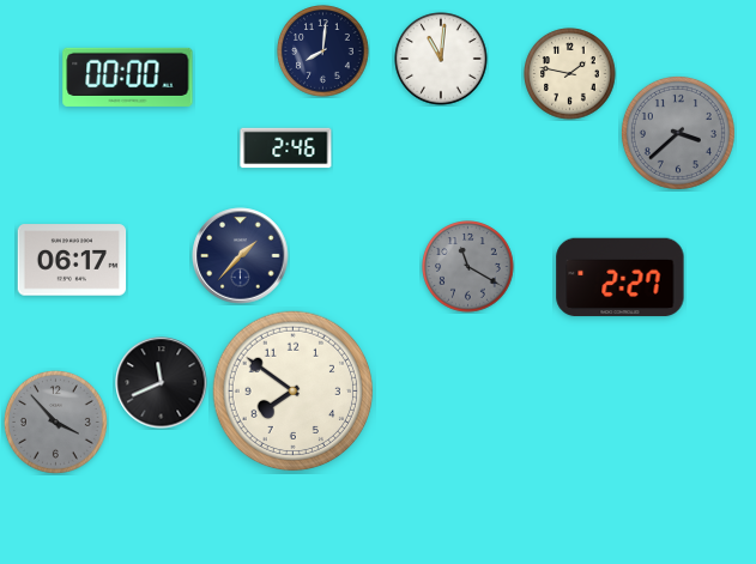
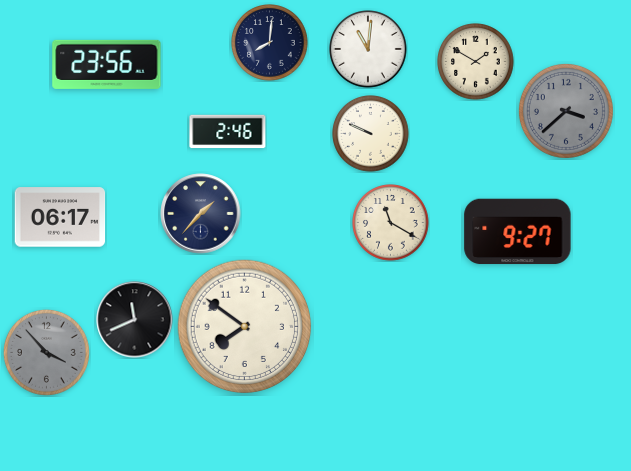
clock at (570, 74): 1:47 -> 1:50
clock at (128, 77): 00:00 -> 23:56
clock at (286, 148) position: (286, 148) -> (228, 132)
clock at (371, 134): none -> 9:49
clock at (468, 267) dial: grey -> cream
clock at (621, 278): 2:27 -> 9:27
